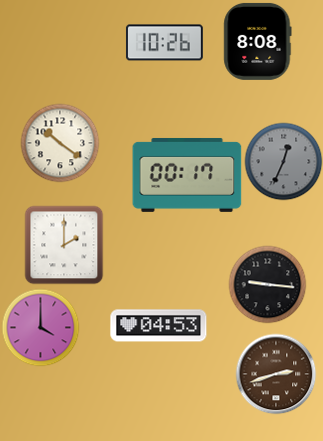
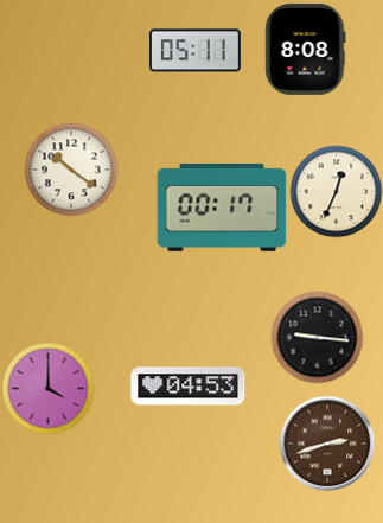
clock at (164, 43): 10:26 -> 05:11
clock at (283, 161) dial: grey -> cream
clock at (64, 245): 2:00 -> none
